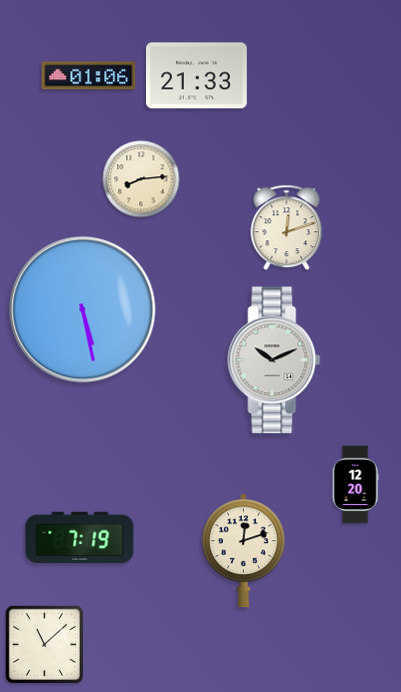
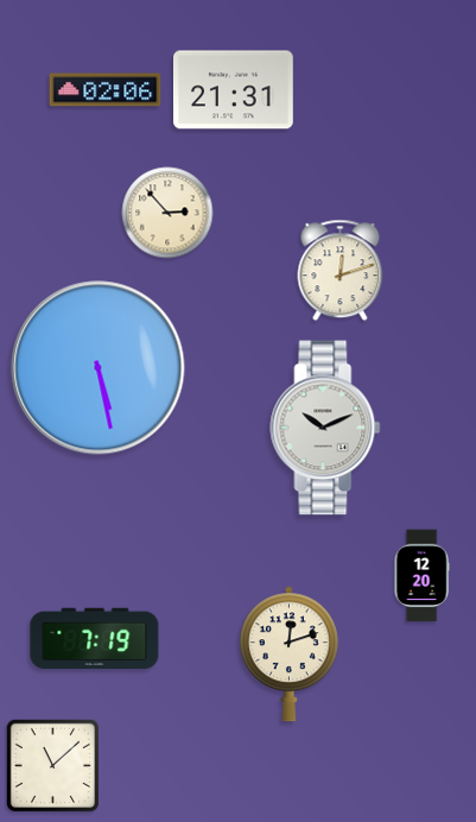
clock at (89, 76): 01:06 -> 02:06
clock at (197, 76): 21:33 -> 21:31
clock at (141, 179): 8:14 -> 2:53
